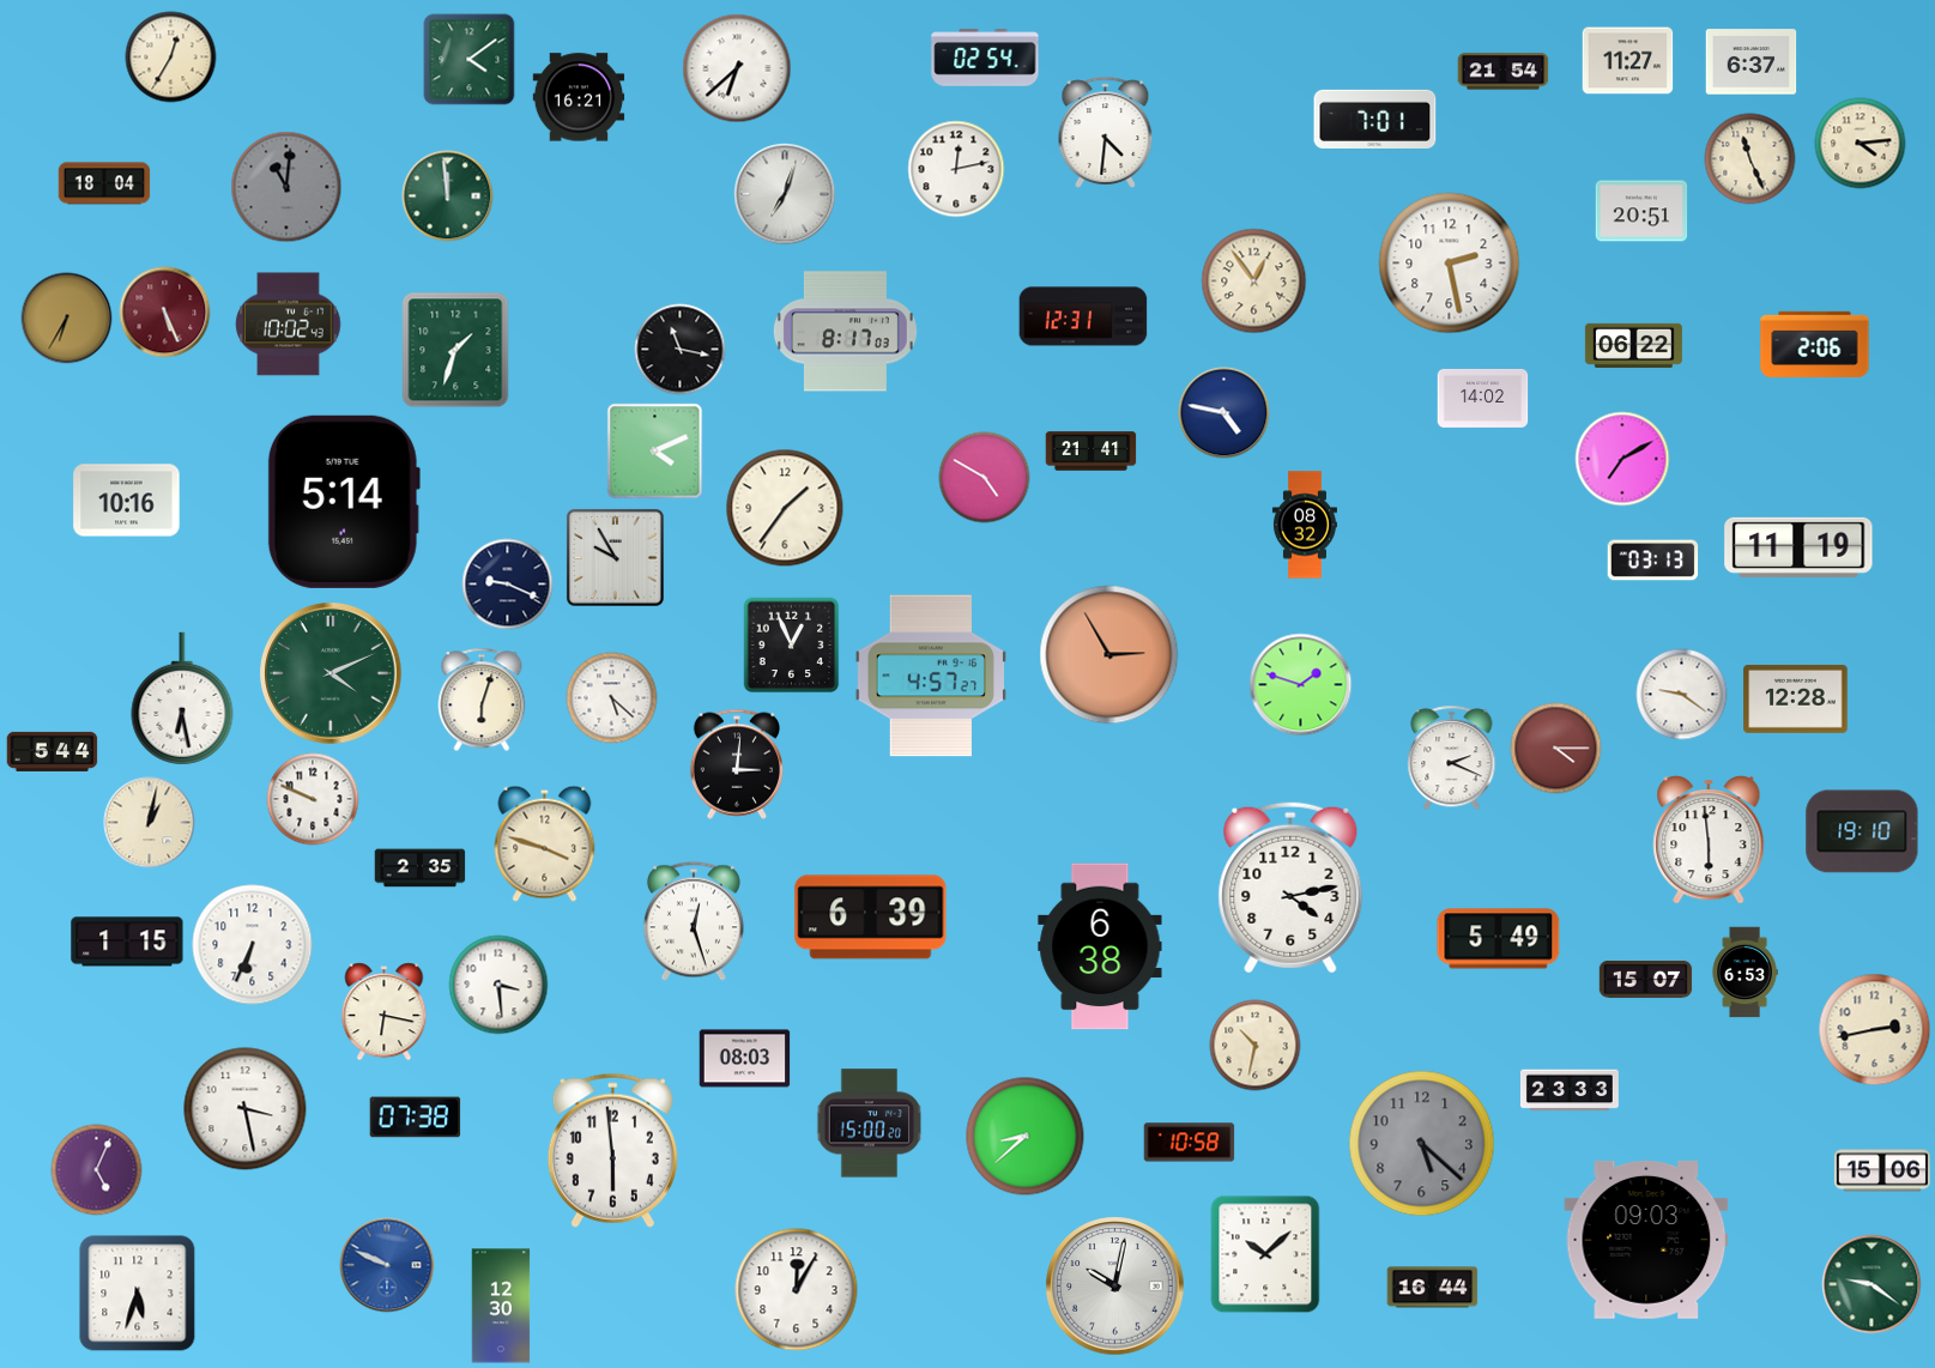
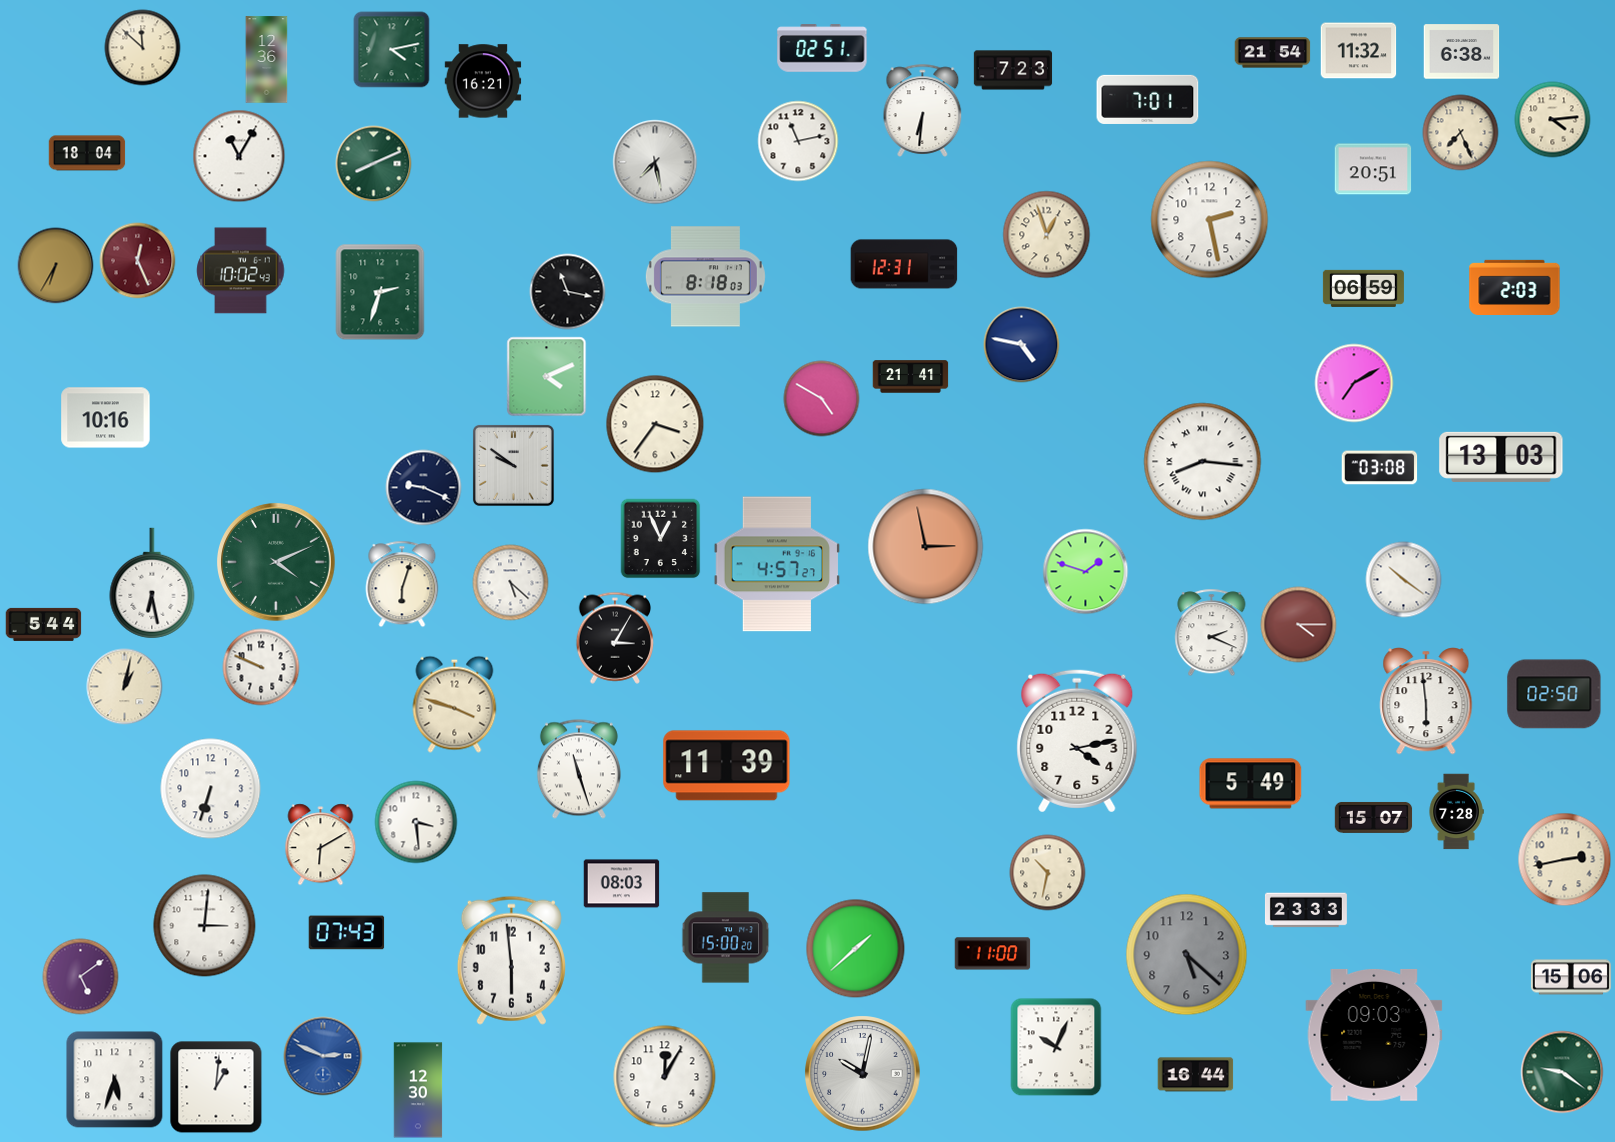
clock at (171, 57): 12:35 -> 11:52
clock at (985, 57): 02:54 -> 02:51
clock at (470, 60): 4:09 -> 4:13
clock at (1628, 61): 11:27 -> 11:32
clock at (1752, 62): 6:37 -> 6:38
clock at (737, 68): 6:38 -> none
clock at (267, 60): none -> 12:36
clock at (1504, 72) position: (1504, 72) -> (1273, 53)
clock at (1013, 70): none -> 7:23
clock at (1106, 132): 4:31 -> 6:31
clock at (1750, 159): 11:26 -> 7:26
clock at (956, 169): 12:13 -> 11:13
clock at (286, 187): 11:01 -> 11:05
clock at (286, 187) dial: grey -> white
clock at (785, 194): 7:03 -> 7:28
clock at (448, 196): 11:59 -> 8:11
clock at (1641, 211) position: (1641, 211) -> (1373, 169)
clock at (1254, 282): 12:54 -> 12:57
clock at (165, 313): 5:26 -> 12:26
clock at (845, 332): 8:17 -> 8:18
clock at (1815, 344): 2:06 -> 2:03
clock at (1633, 345): 06:22 -> 06:59
clock at (455, 350): 1:33 -> 2:33
clock at (1483, 399): 14:02 -> none
clock at (344, 502): 5:14 -> none
clock at (785, 508): 1:36 -> 3:36
clock at (1305, 525): 08:32 -> none
clock at (1798, 547): 11:19 -> 13:03
clock at (1203, 462): none -> 8:16
clock at (615, 557): 9:55 -> 9:51
clock at (1653, 561): 03:13 -> 03:08
clock at (1109, 655): 2:55 -> 2:58
clock at (1682, 695): 9:21 -> 10:21
clock at (1796, 698): 12:28 -> none
clock at (53, 751) position: (53, 751) -> (44, 624)
clock at (736, 764): 3:01 -> 3:05
clock at (1862, 831): 19:10 -> 02:50
clock at (421, 868): 2:35 -> none
clock at (871, 918): 6:39 -> 11:39
clock at (694, 921): 12:27 -> 11:27
clock at (127, 942): 1:15 -> none
clock at (253, 945): 6:34 -> 6:33
clock at (1100, 946): 6:38 -> none
clock at (1744, 973): 6:53 -> 7:28
clock at (385, 1012): 6:17 -> 6:10
clock at (1570, 1090) position: (1570, 1090) -> (1306, 910)
clock at (246, 1109): 3:28 -> 3:01
clock at (416, 1118): 07:38 -> 07:43
clock at (1026, 1137): 8:38 -> 1:38
clock at (1190, 1143): 10:58 -> 11:00
clock at (97, 1170): 5:04 -> 5:09
clock at (1265, 1254): 10:08 -> 10:04
clock at (387, 1265): 9:49 -> 2:49
clock at (1115, 1287) position: (1115, 1287) -> (863, 1074)
clock at (216, 1087): none -> 1:01
